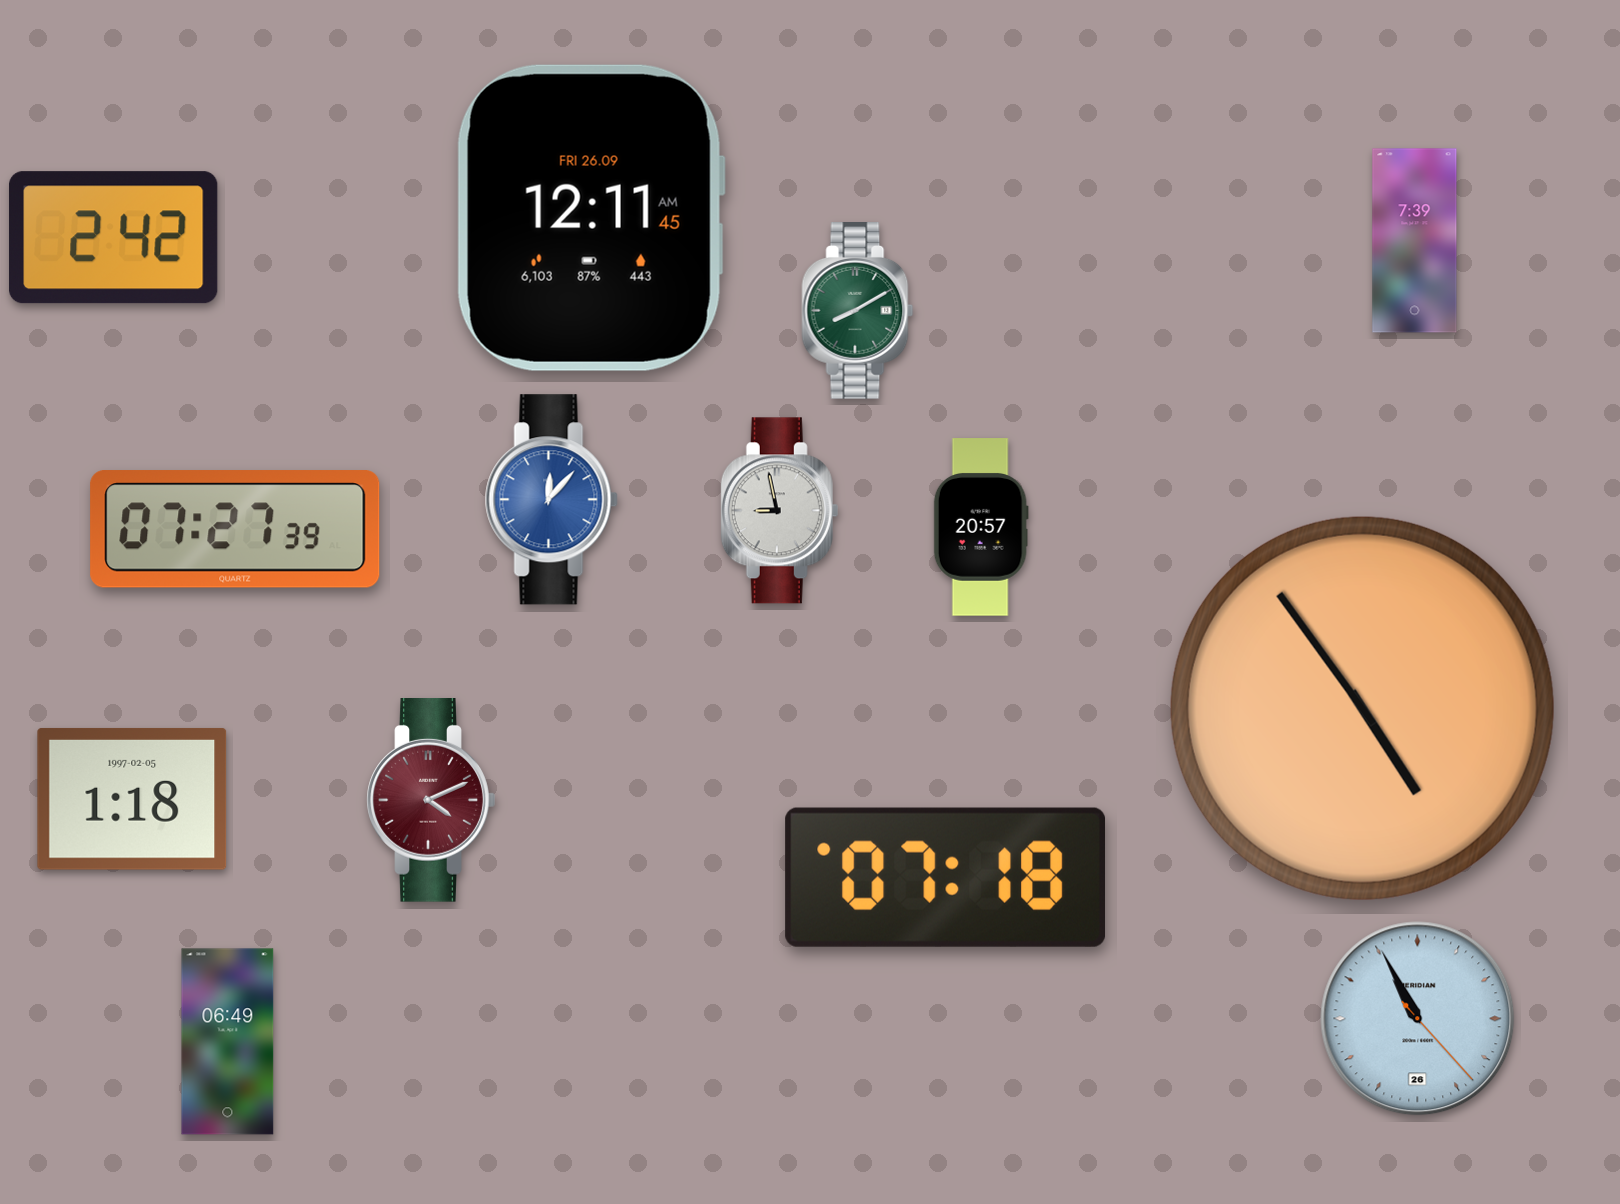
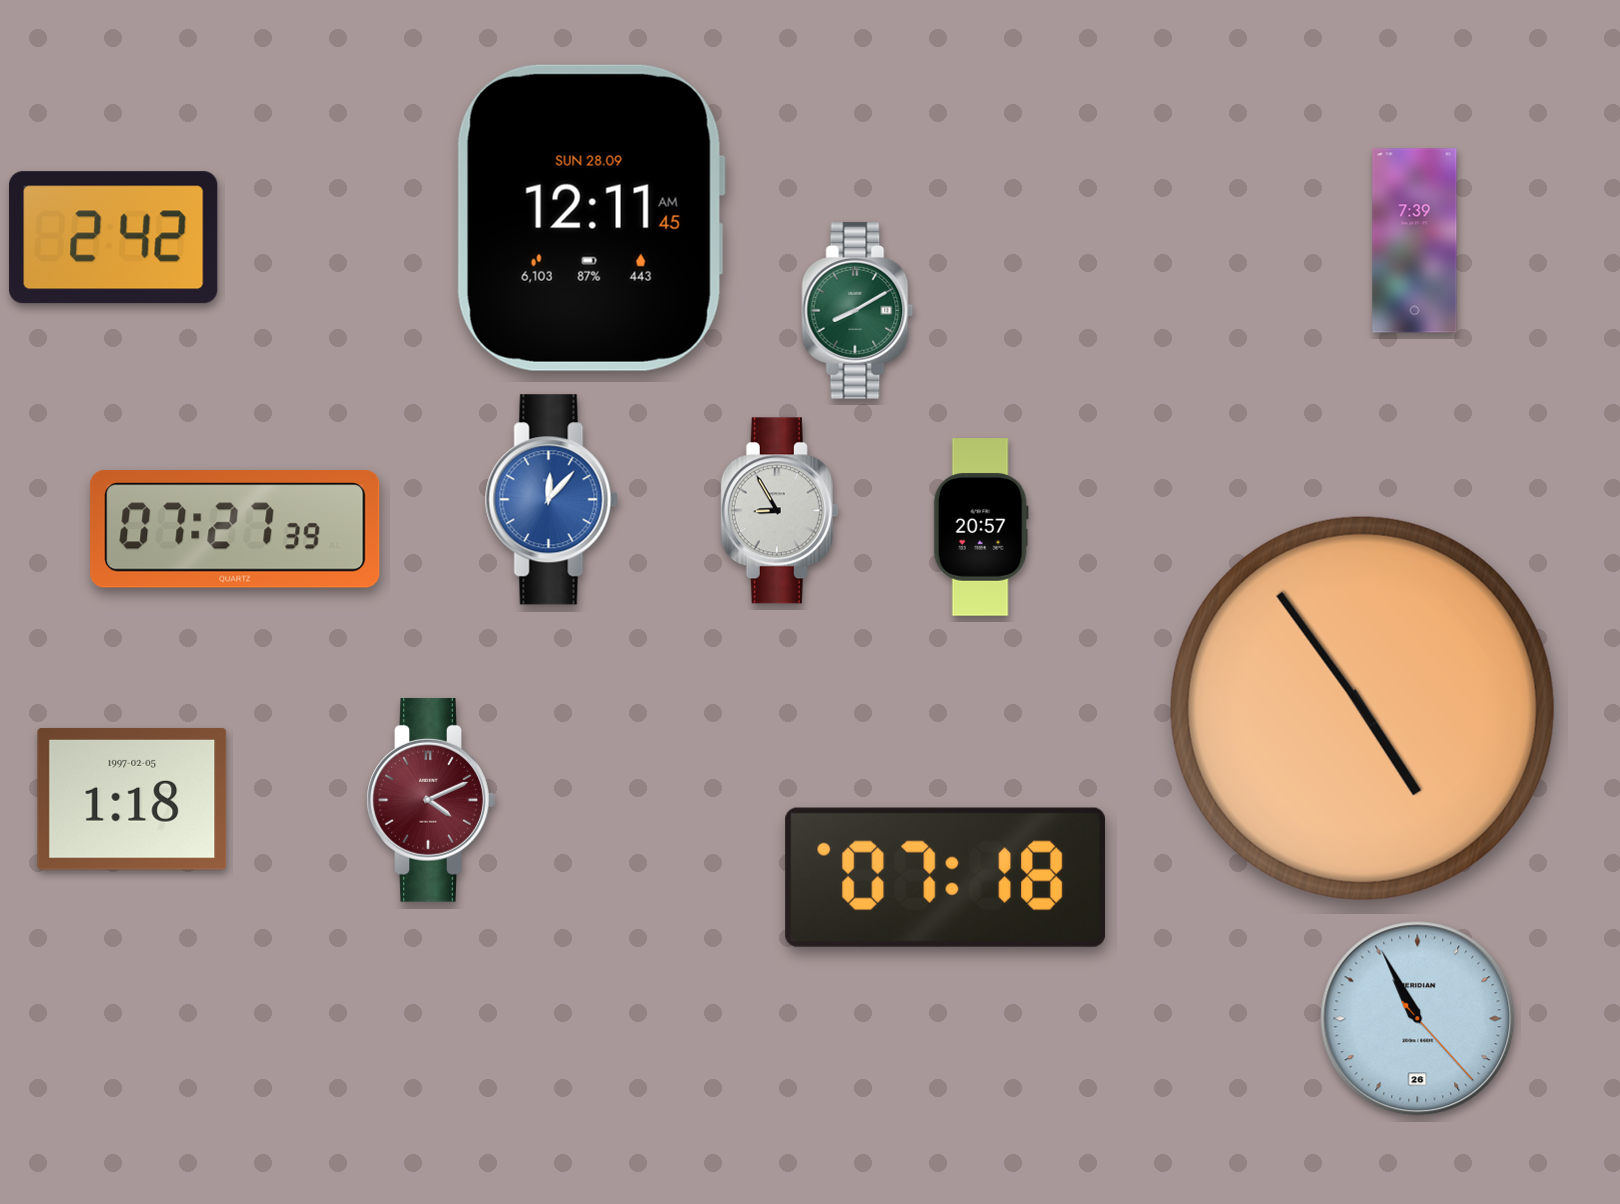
clock at (591, 218) date: FRI 26.09 -> SUN 28.09
clock at (780, 511): 8:58 -> 8:55
clock at (228, 1042): 06:49 -> none
